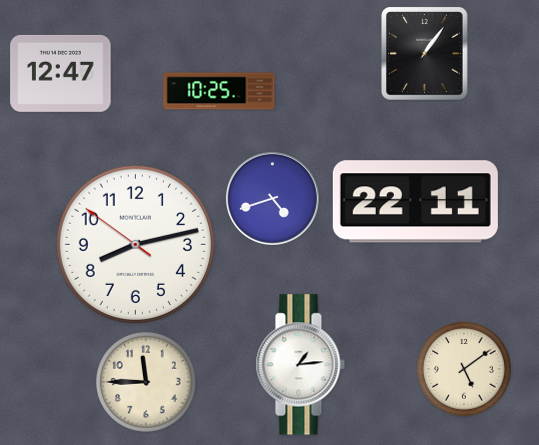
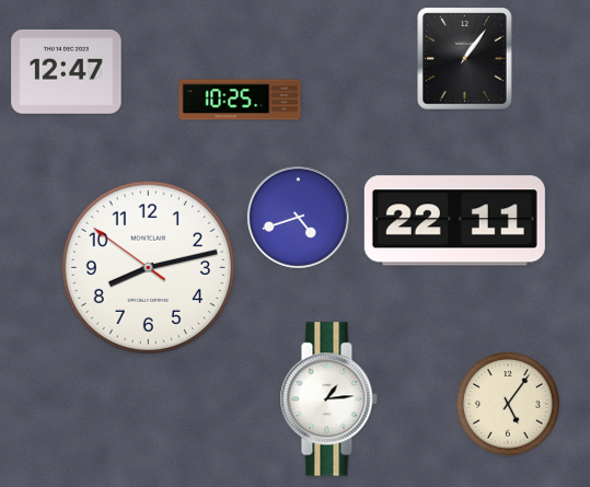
clock at (61, 73) position: (61, 73) -> (67, 71)
clock at (465, 370): 5:09 -> 5:06
clock at (146, 382): 11:45 -> none
